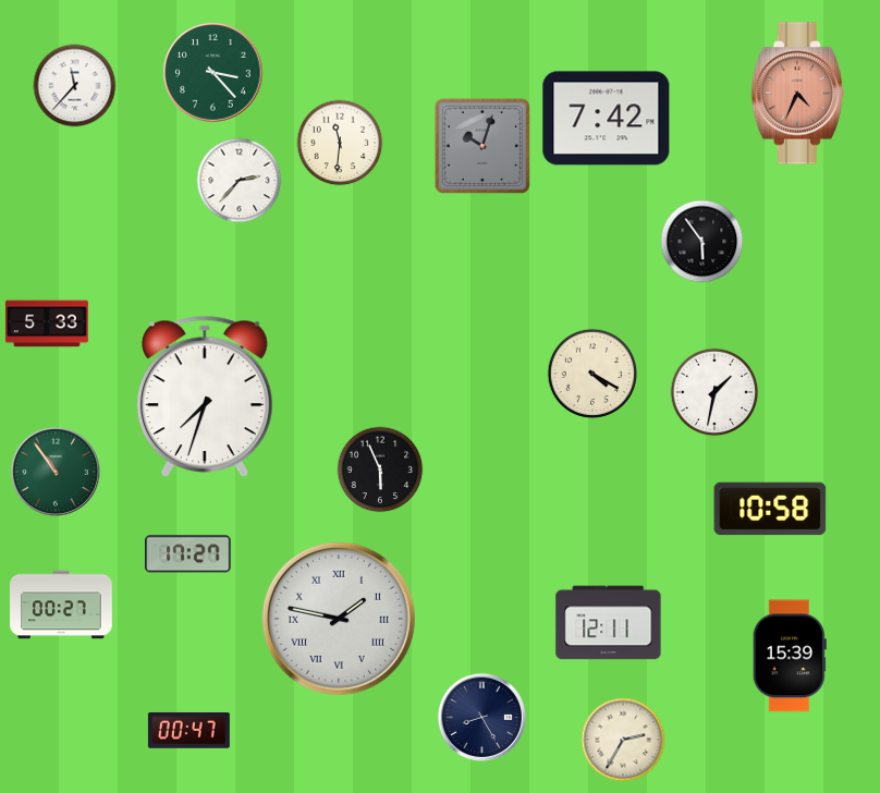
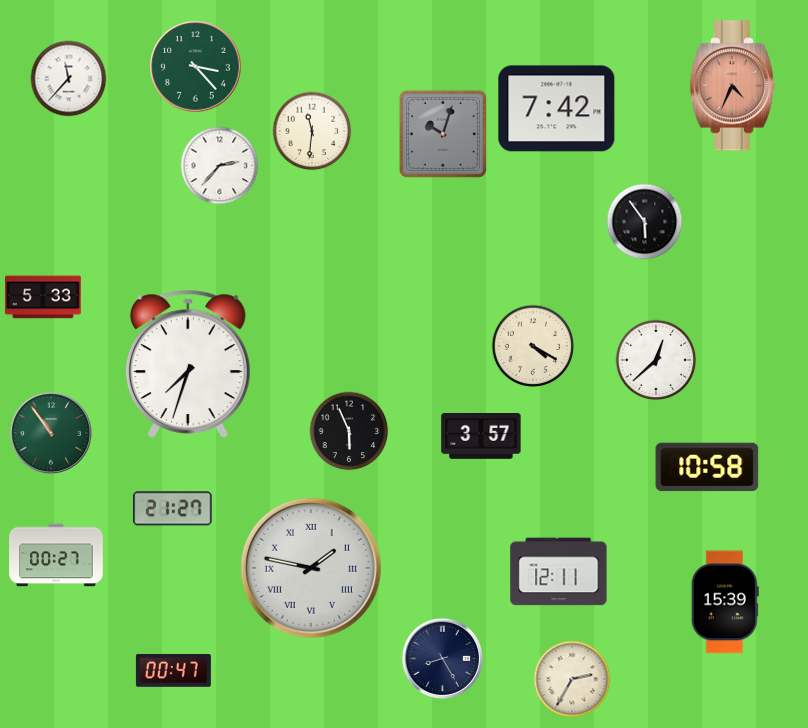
clock at (592, 374) position: (592, 374) -> (533, 346)
clock at (714, 392): 1:32 -> 12:38
clock at (481, 437): none -> 3:57
clock at (188, 554): 17:27 -> 21:27
